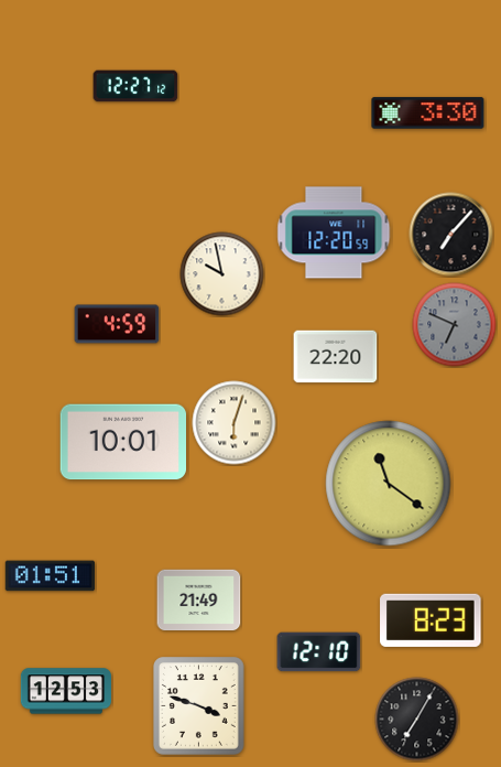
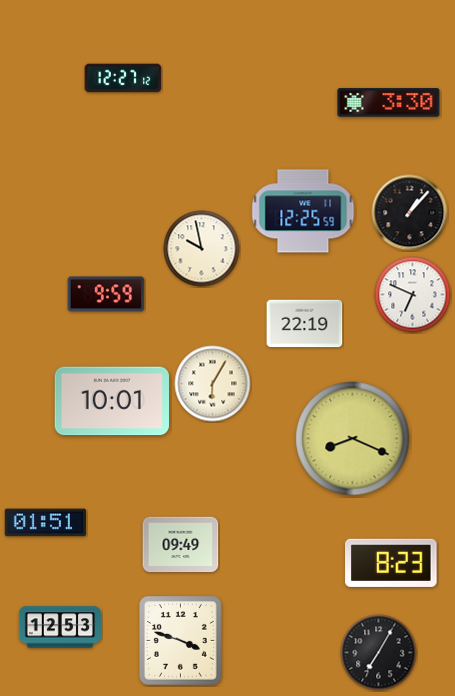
clock at (334, 233): 12:20 -> 12:25
clock at (451, 235): 7:07 -> 1:07
clock at (117, 324): 4:59 -> 9:59
clock at (455, 325) dial: grey -> white
clock at (336, 357): 22:20 -> 22:19
clock at (235, 423): 6:03 -> 6:05
clock at (389, 484): 11:21 -> 8:19
clock at (199, 601): 21:49 -> 09:49
clock at (319, 652): 12:10 -> none
